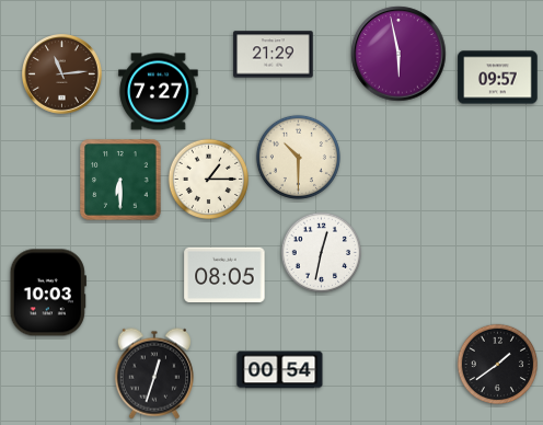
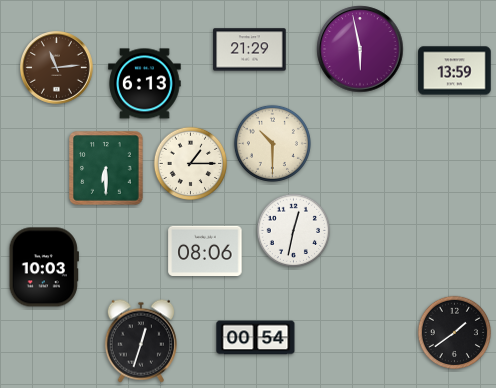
clock at (398, 54) position: (398, 54) -> (360, 49)
clock at (498, 78): 09:57 -> 13:59
clock at (159, 92): 7:27 -> 6:13
clock at (120, 180) position: (120, 180) -> (106, 168)
clock at (224, 274): 08:05 -> 08:06
